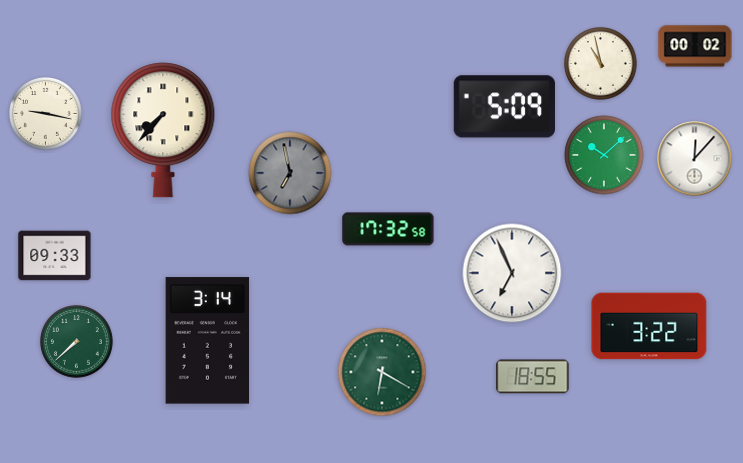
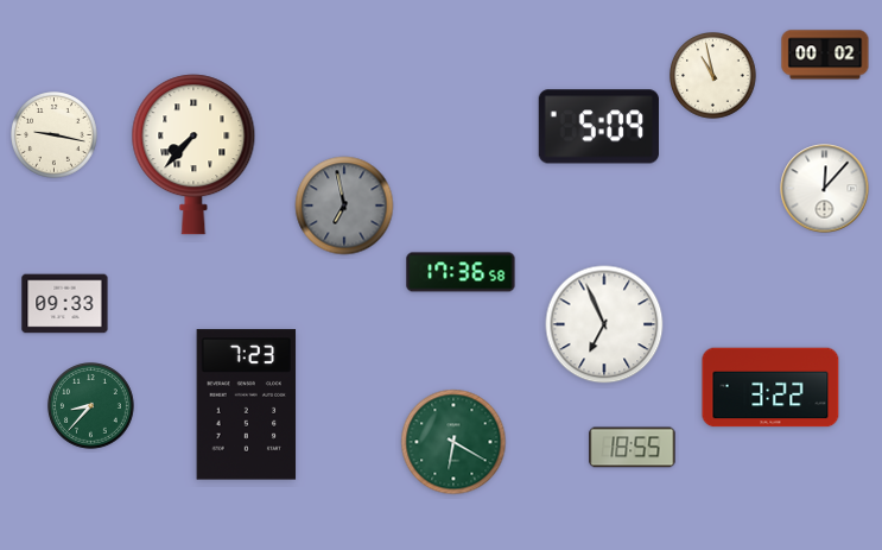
clock at (604, 155): 10:08 -> none
clock at (388, 229): 17:32 -> 17:36
clock at (512, 273) position: (512, 273) -> (604, 324)
clock at (208, 341): 3:14 -> 7:23
clock at (77, 342): 7:38 -> 8:37
